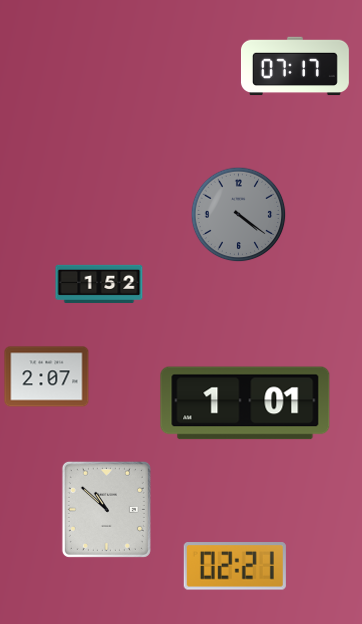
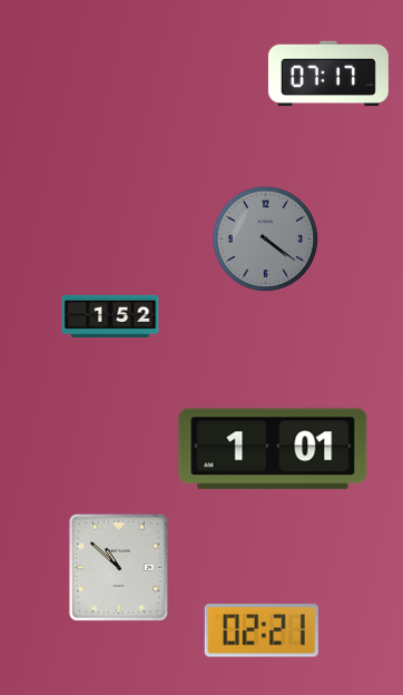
clock at (47, 377): 2:07 -> none
